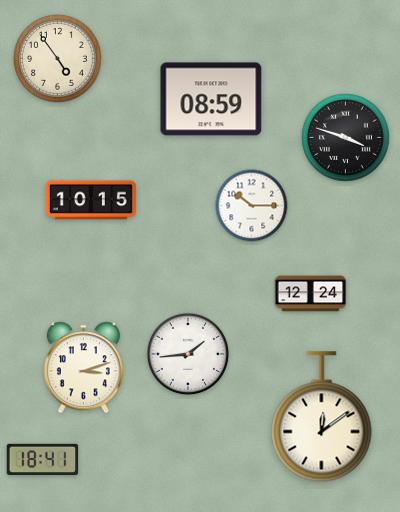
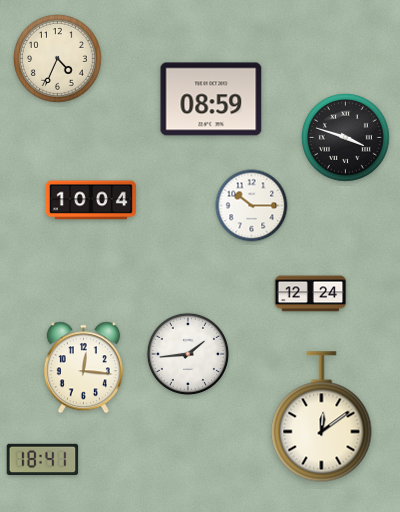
clock at (58, 59): 4:54 -> 4:34
clock at (91, 200): 10:15 -> 10:04
clock at (83, 368): 3:12 -> 12:16
